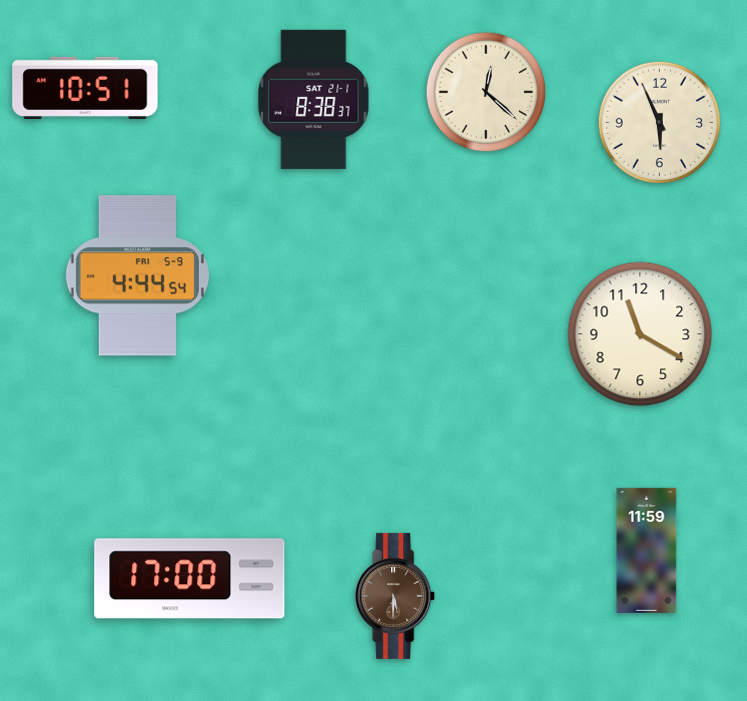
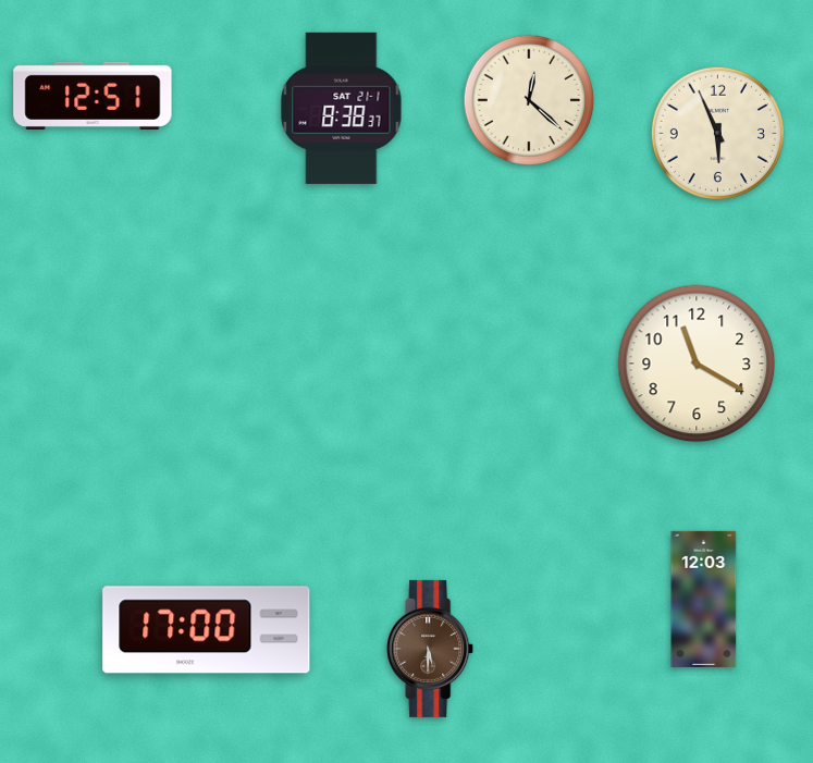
clock at (85, 88): 10:51 -> 12:51
clock at (137, 276): 4:44 -> none
clock at (647, 550): 11:59 -> 12:03
